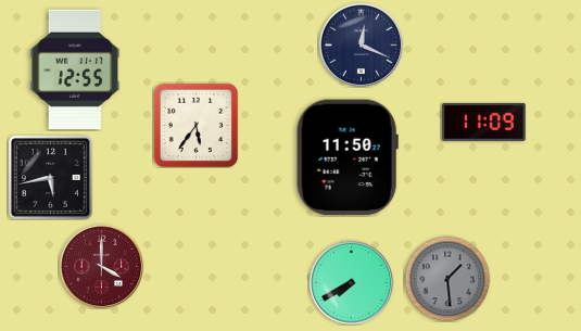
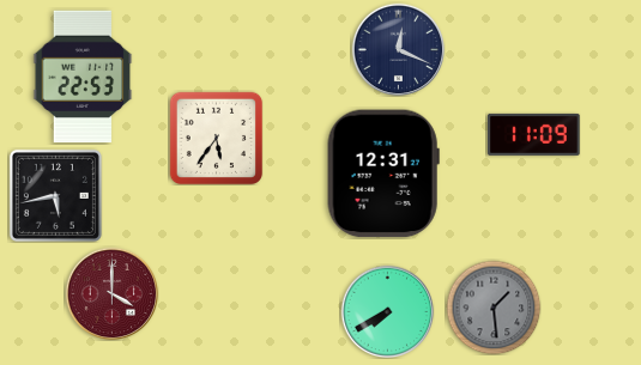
clock at (75, 69): 12:55 -> 22:53
clock at (348, 157): 11:50 -> 12:31
